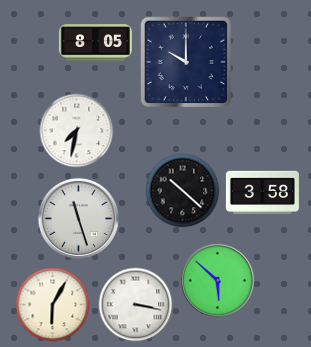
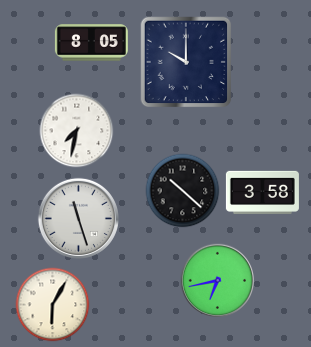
clock at (95, 43) position: (95, 43) -> (91, 43)
clock at (217, 280): 5:52 -> 6:43
clock at (136, 305): 3:17 -> none
